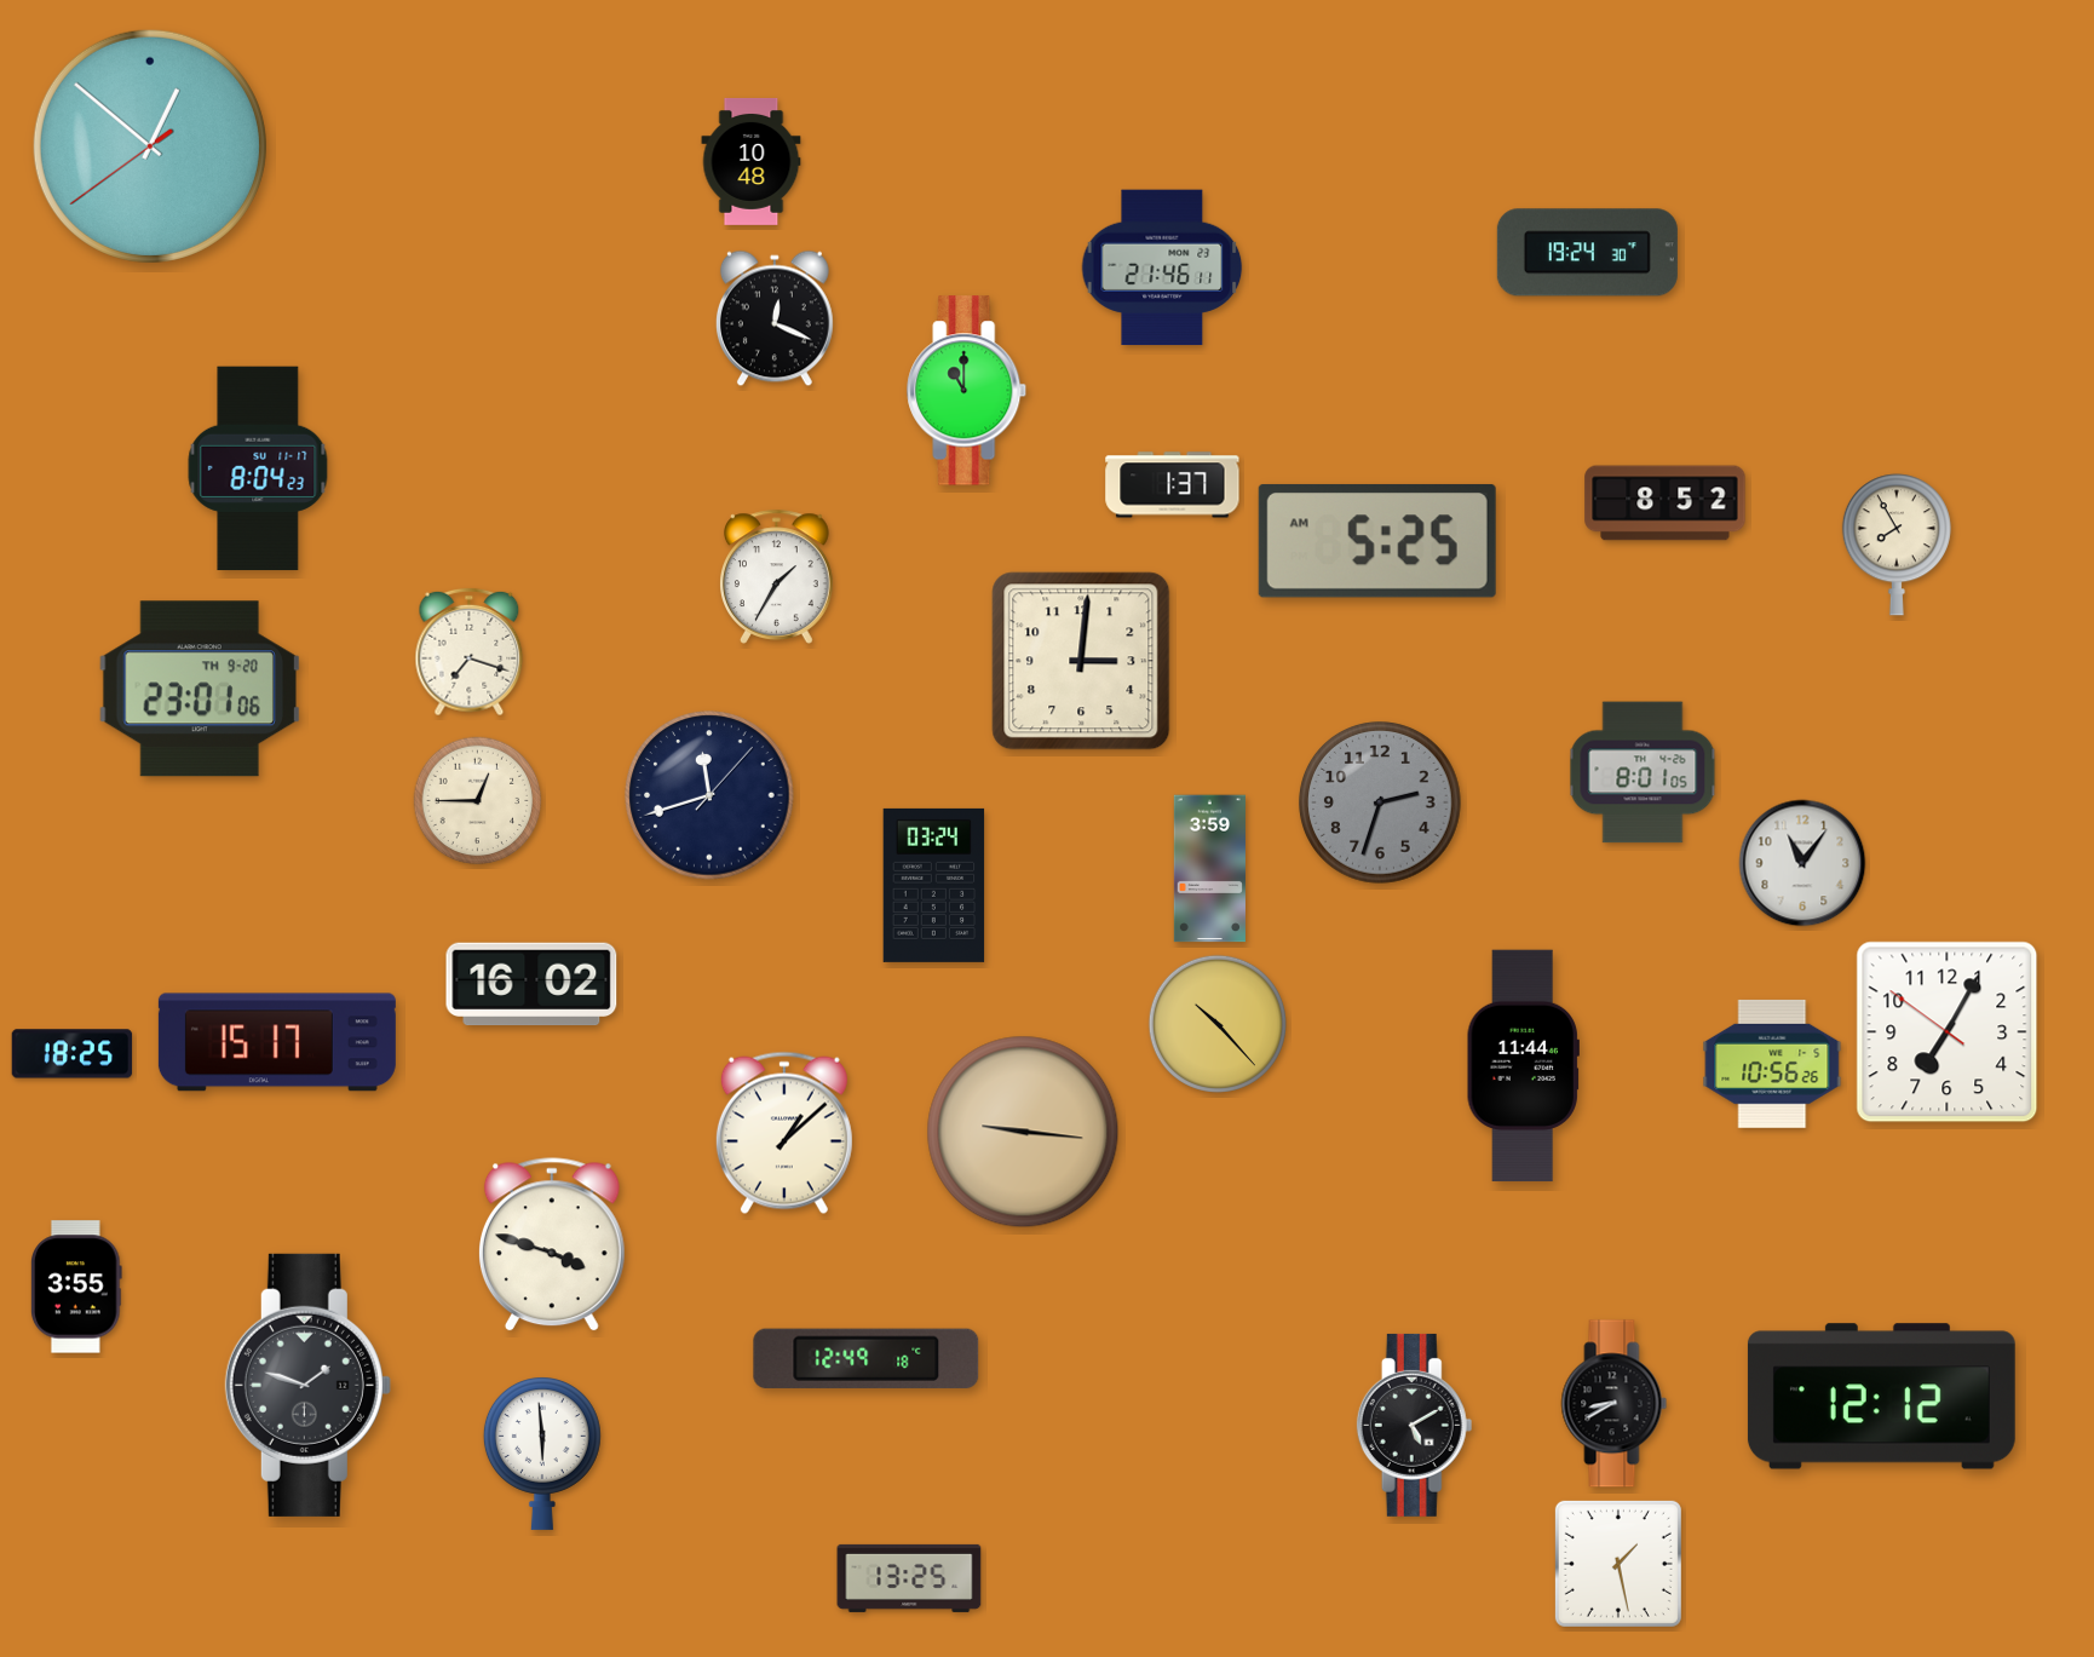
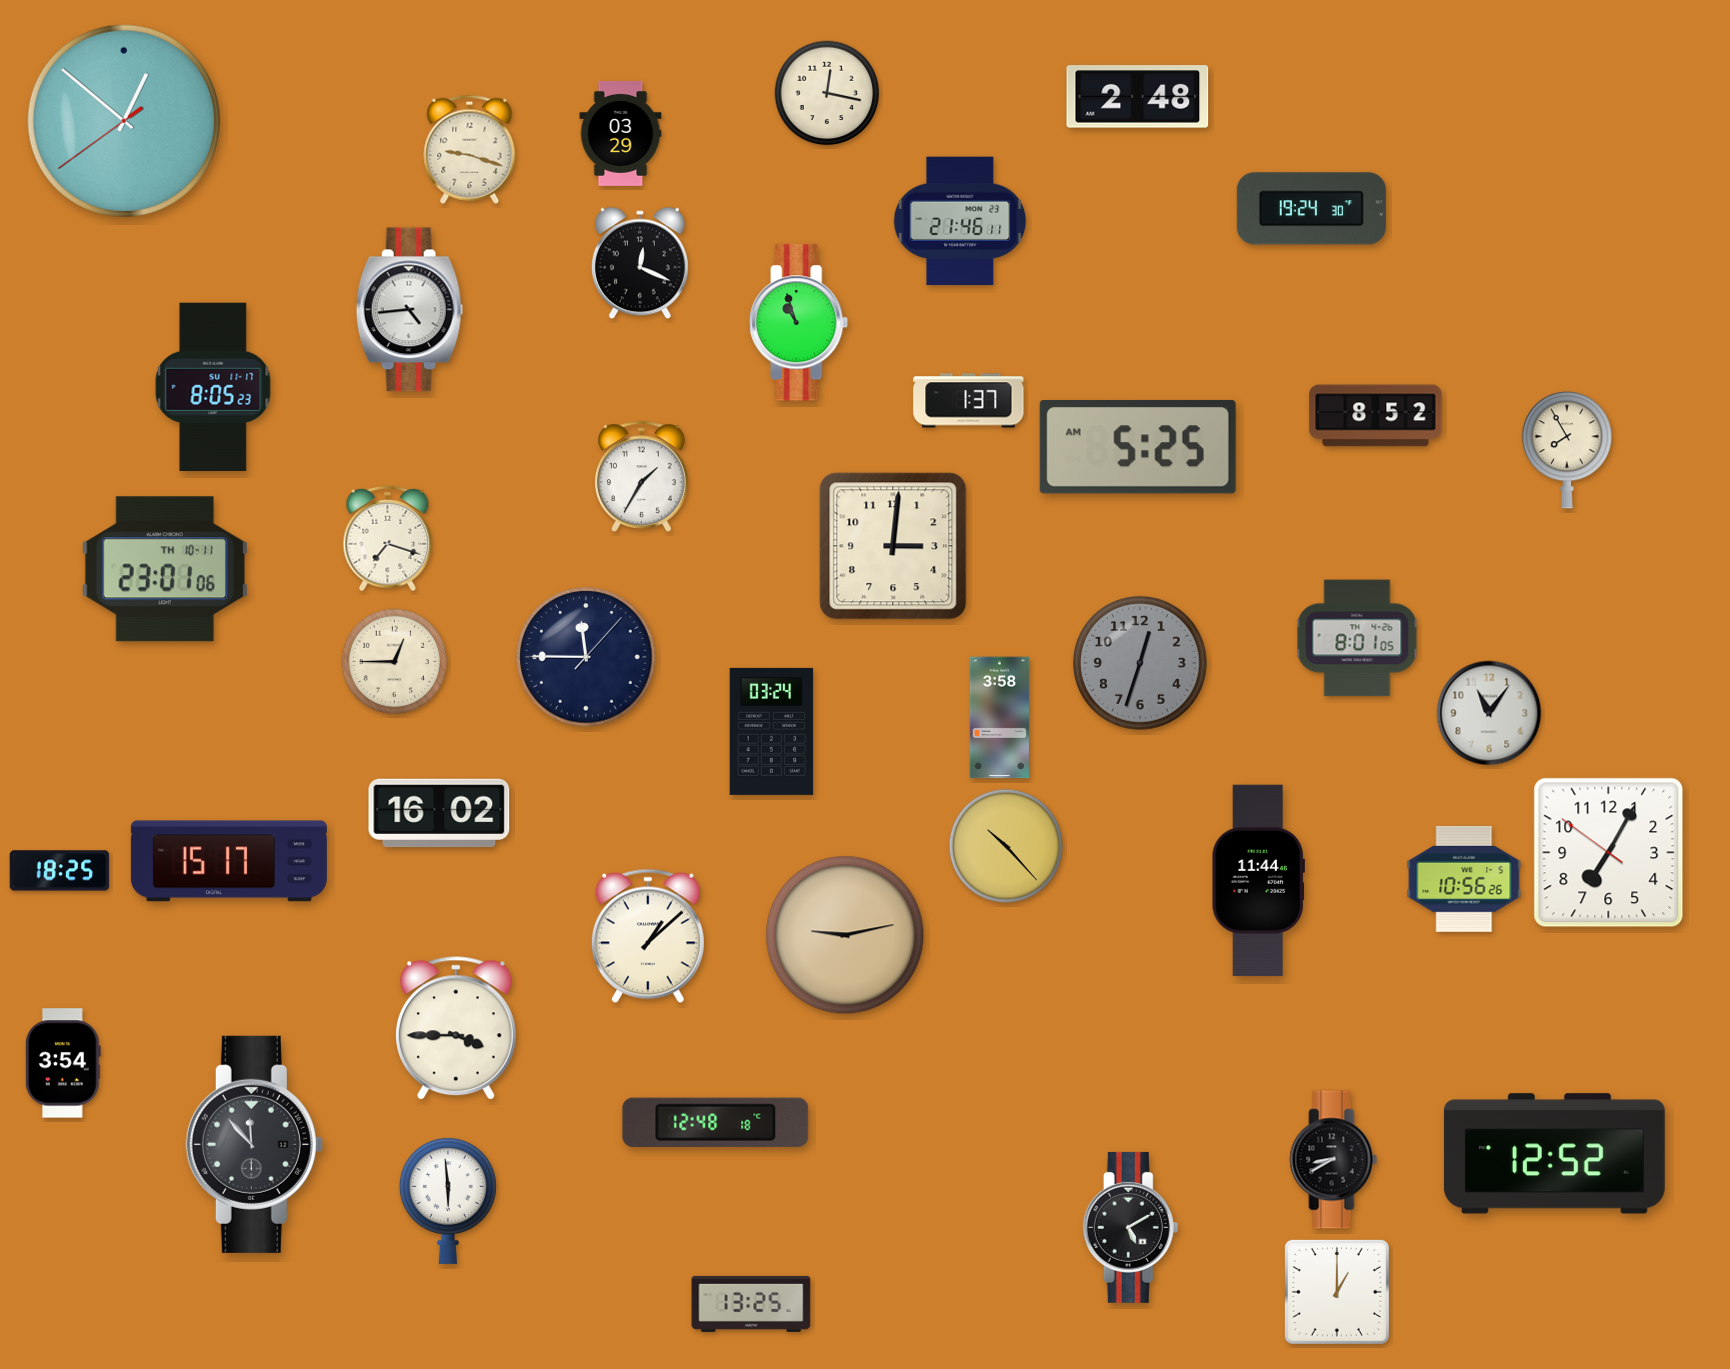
clock at (827, 93): none -> 12:17
clock at (1138, 97): none -> 2:48
clock at (752, 161): 10:48 -> 03:29
clock at (470, 149): none -> 9:18
clock at (409, 310): none -> 4:44
clock at (967, 391): 11:00 -> 10:57
clock at (258, 468): 8:04 -> 8:05
clock at (200, 689) date: TH 9-20 -> TH 10-11
clock at (709, 795): 11:42 -> 11:45
clock at (1381, 804): 2:33 -> 12:33
clock at (1209, 869): 3:59 -> 3:58
clock at (1023, 1132): 9:16 -> 9:13
clock at (552, 1245): 3:48 -> 3:45
clock at (77, 1287): 3:55 -> 3:54
clock at (867, 1358): 12:49 -> 12:48
clock at (307, 1385): 1:48 -> 11:53
clock at (1881, 1397): 12:12 -> 12:52
clock at (1415, 1425) position: (1415, 1425) -> (1131, 1227)
clock at (1618, 1564): 1:28 -> 1:00
